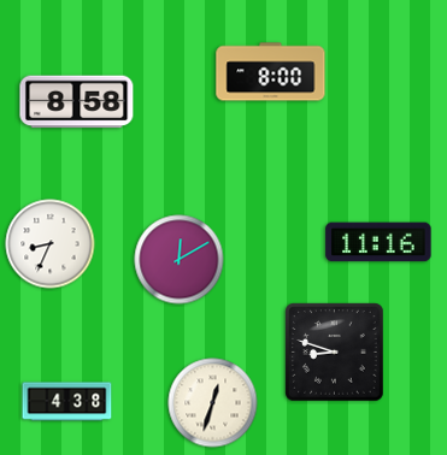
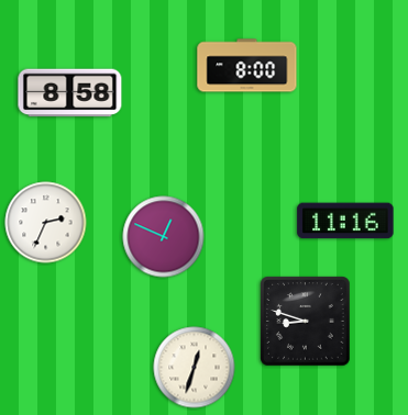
clock at (51, 244): 8:34 -> 2:34
clock at (180, 260): 12:10 -> 12:49
clock at (67, 402): 4:38 -> none
